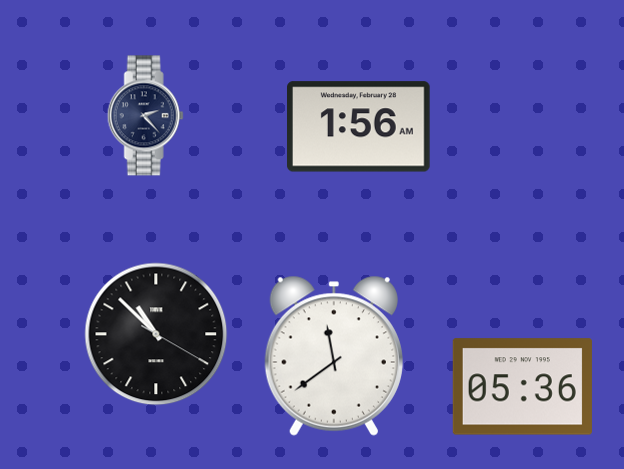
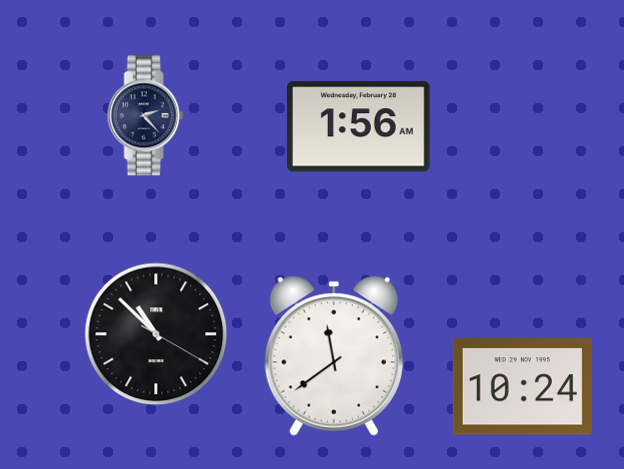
clock at (522, 387): 05:36 -> 10:24
